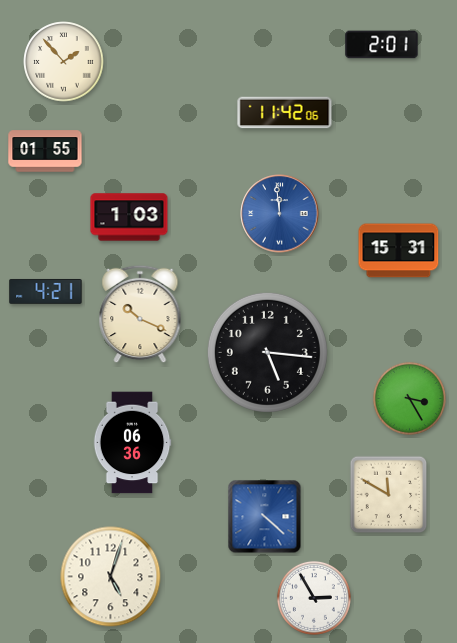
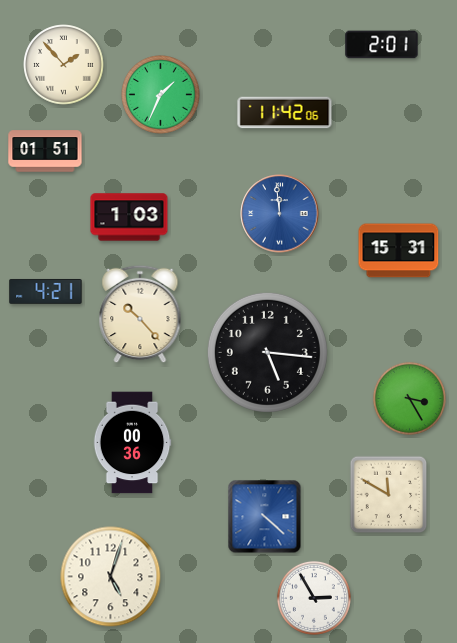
clock at (64, 62) position: (64, 62) -> (64, 65)
clock at (161, 95): none -> 1:34
clock at (45, 151): 01:55 -> 01:51
clock at (140, 314): 10:19 -> 10:23
clock at (132, 443): 06:36 -> 00:36
